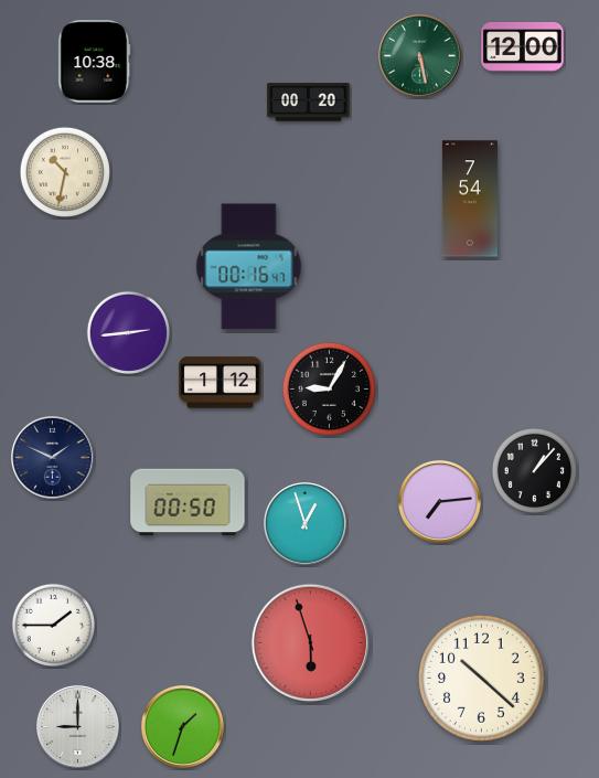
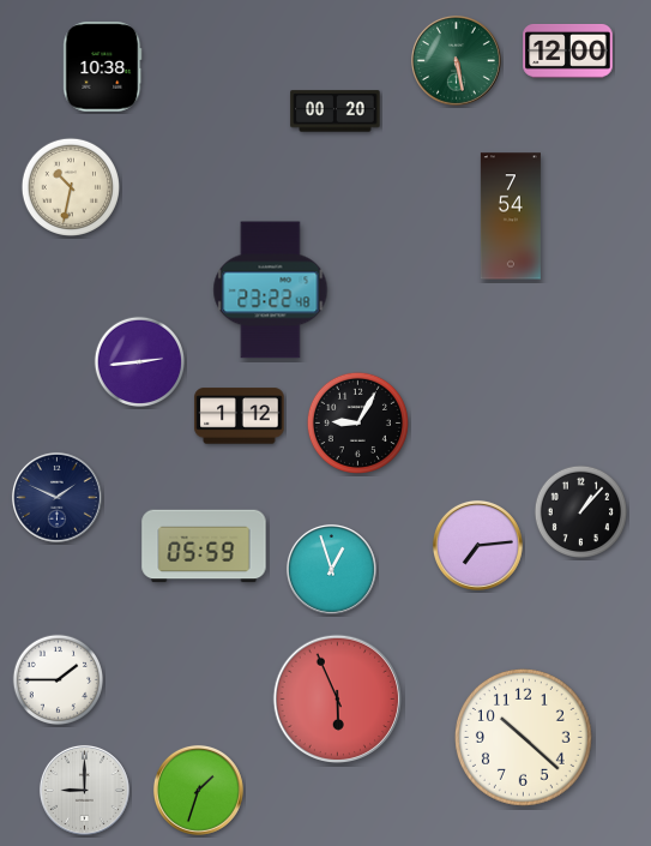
clock at (249, 267): 00:16 -> 23:22
clock at (188, 502): 00:50 -> 05:59
clock at (310, 642): 5:57 -> 5:56
